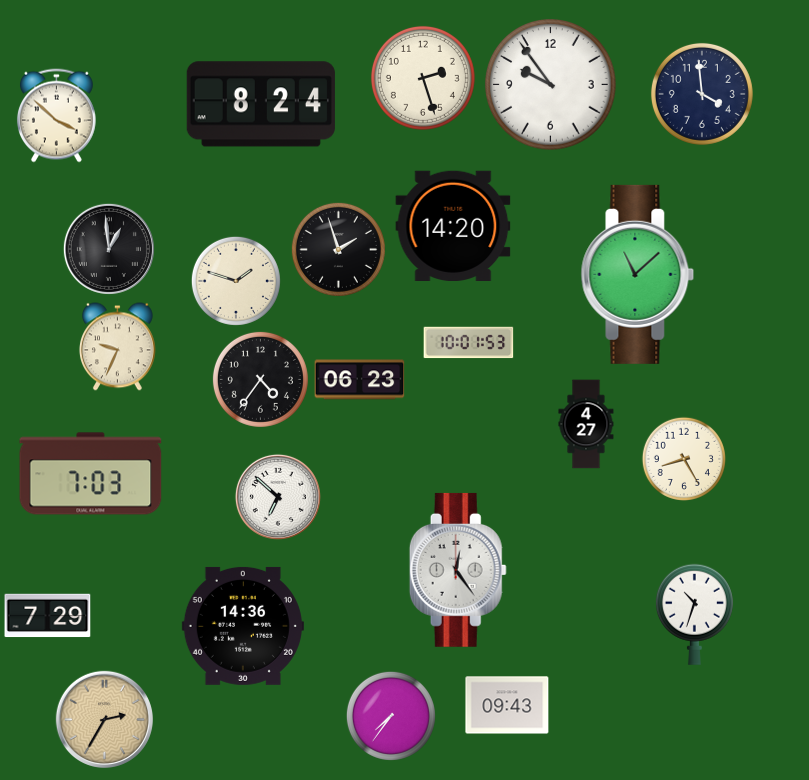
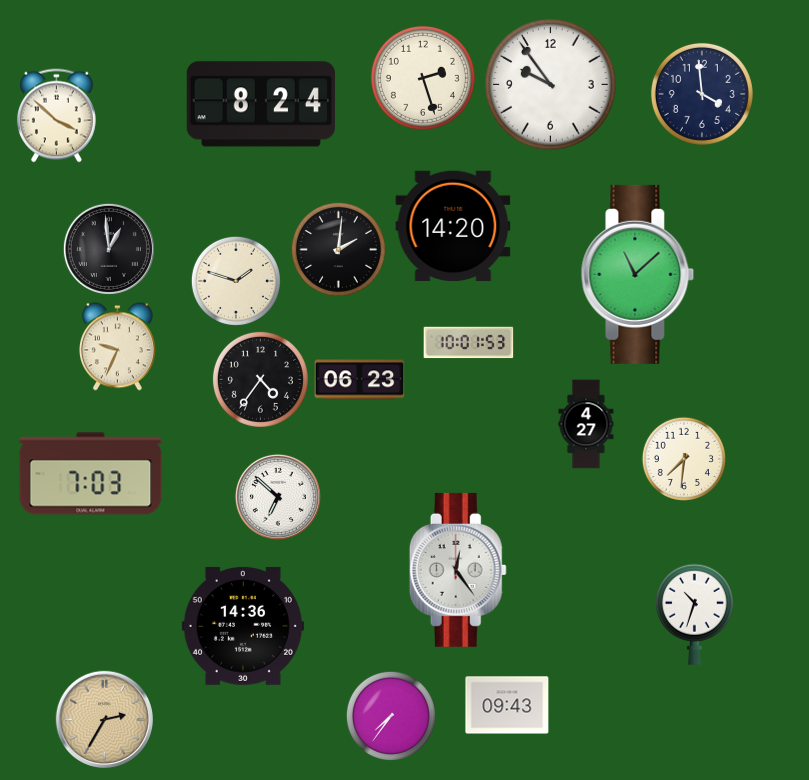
clock at (338, 249): 1:57 -> 2:01
clock at (684, 459): 8:25 -> 7:31
clock at (48, 616): 7:29 -> none
